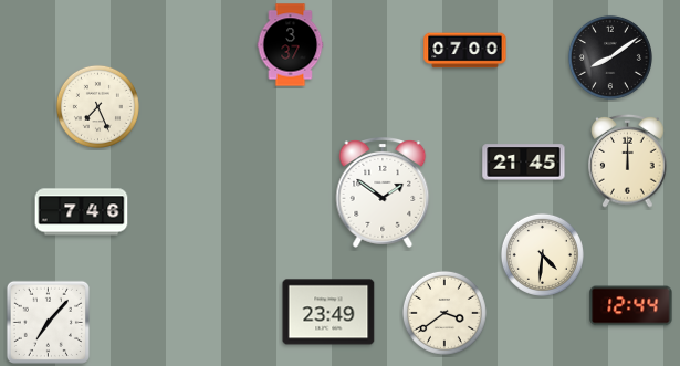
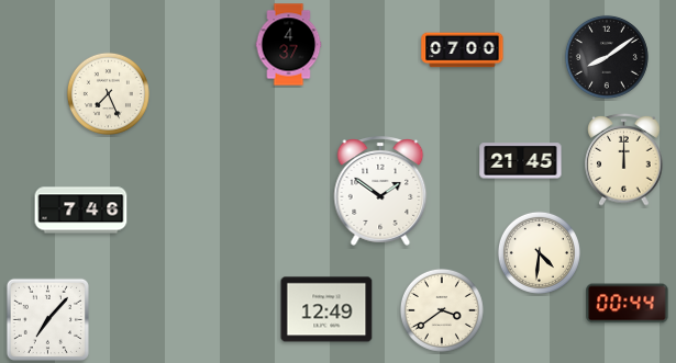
clock at (291, 45): 3:37 -> 4:37
clock at (97, 106) position: (97, 106) -> (108, 93)
clock at (631, 306): 12:44 -> 00:44
clock at (328, 312): 23:49 -> 12:49
